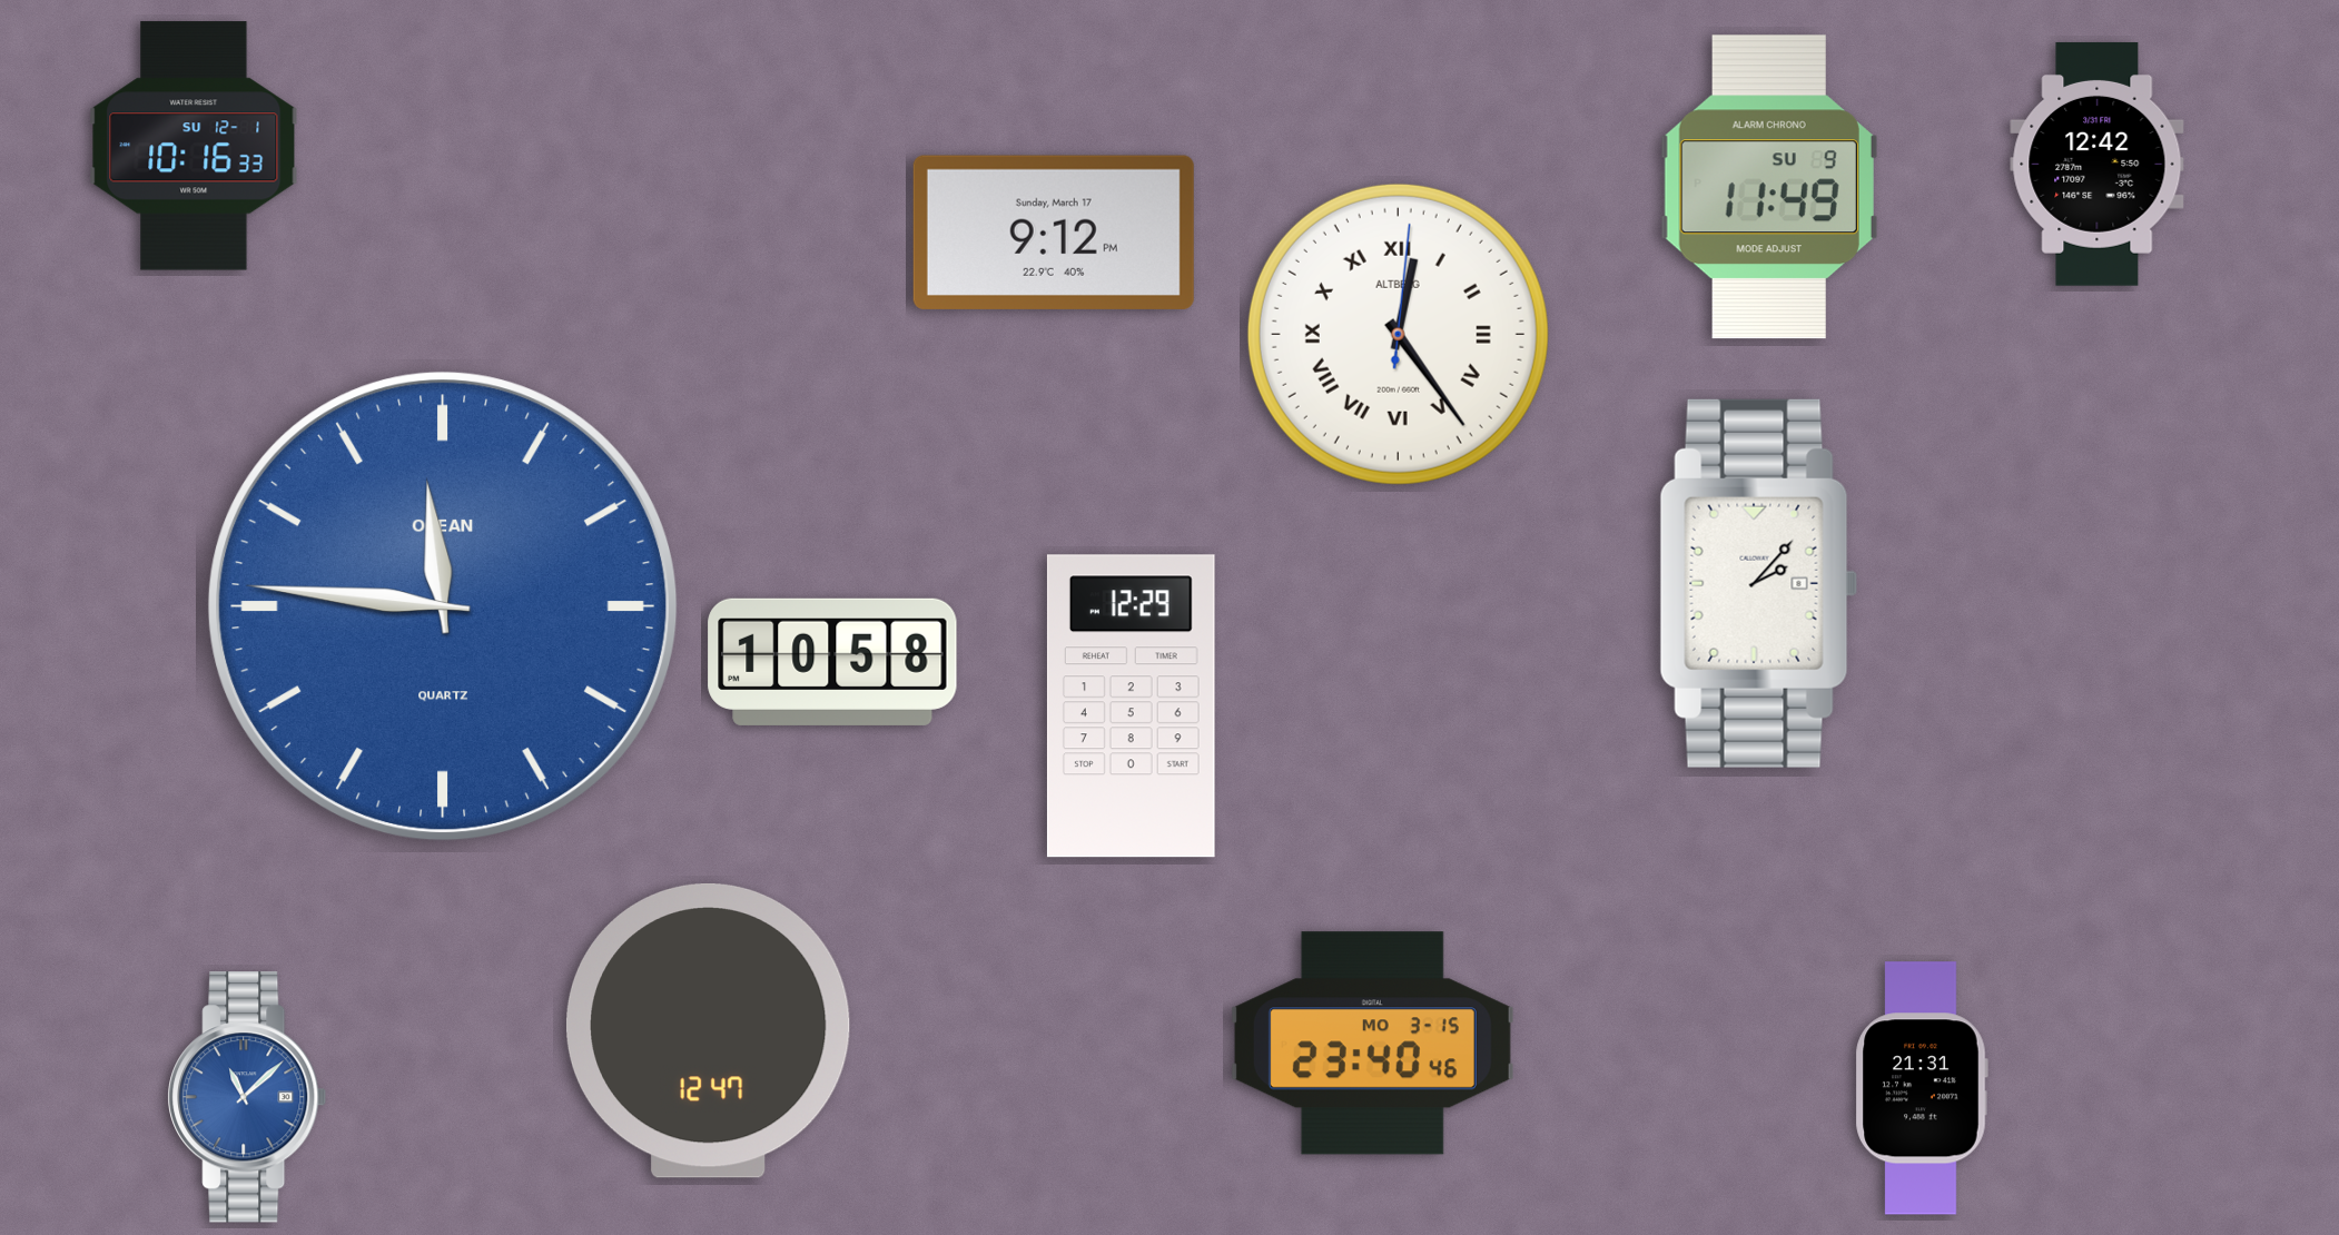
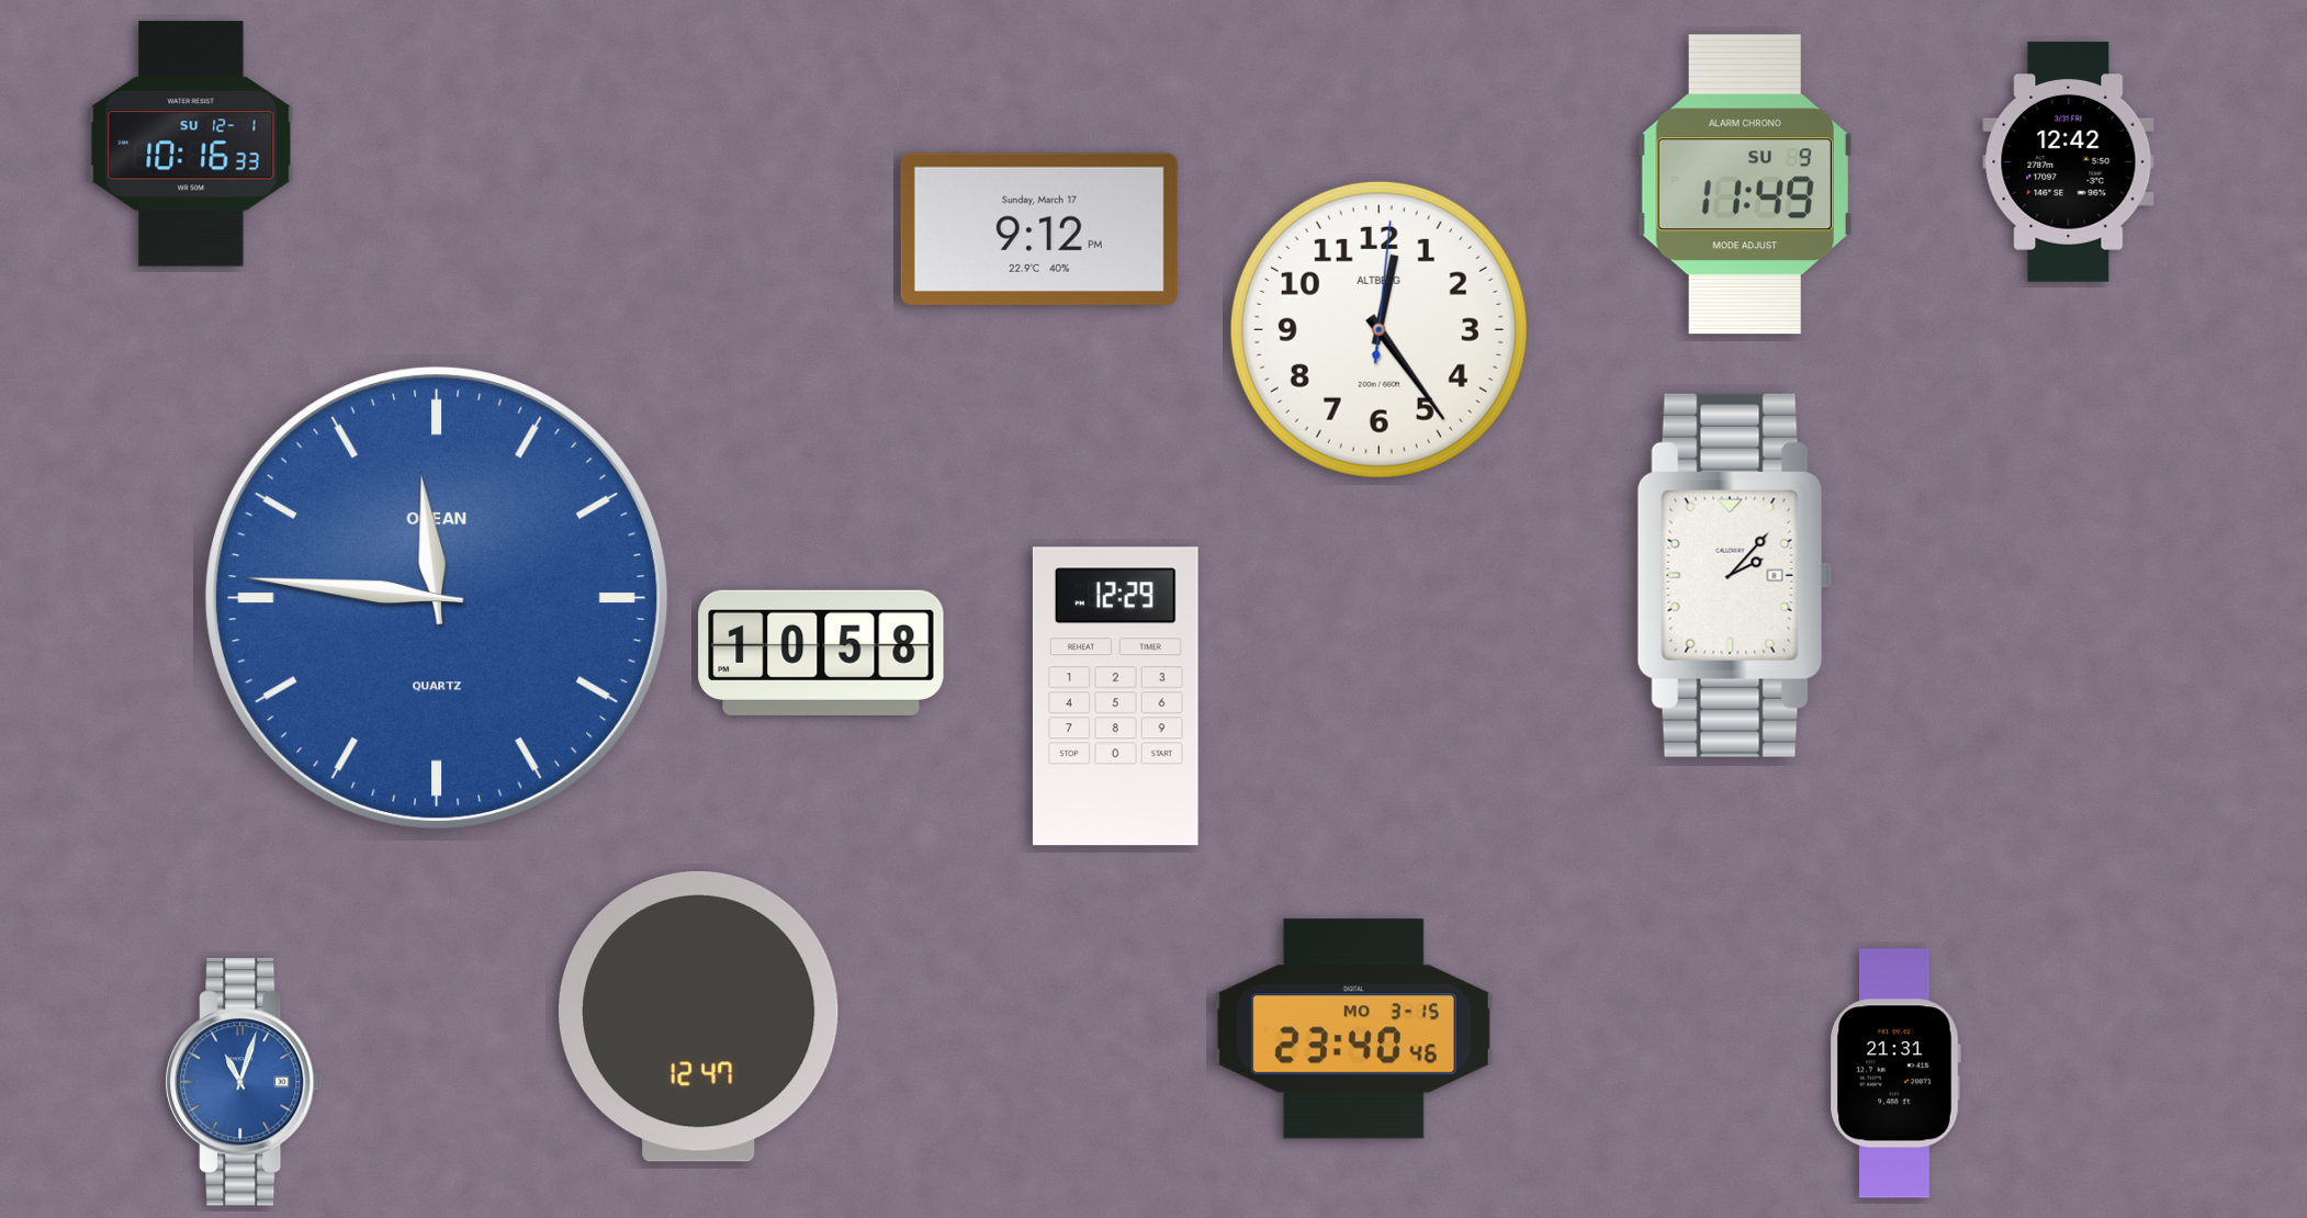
clock at (1398, 334) numerals: Roman -> Arabic
clock at (247, 1097): 11:08 -> 11:03
